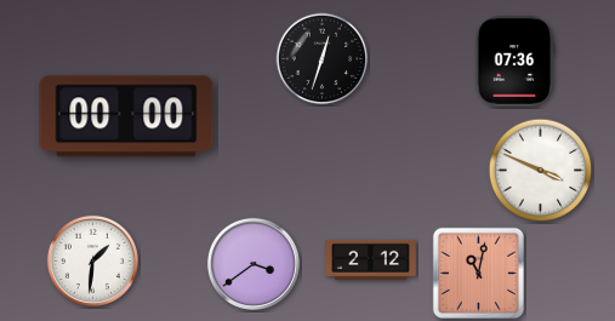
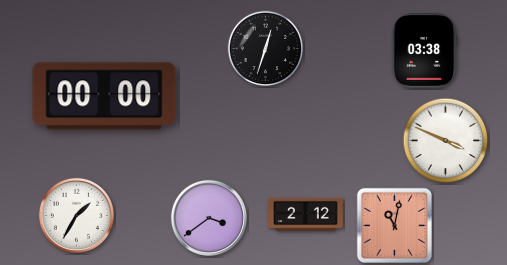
clock at (514, 62): 07:36 -> 03:38
clock at (92, 260): 1:31 -> 1:35
